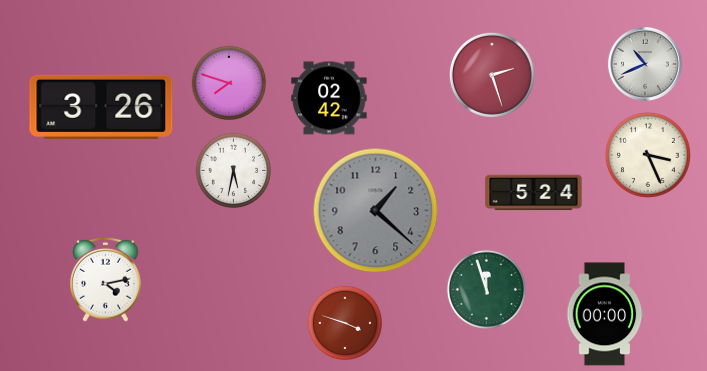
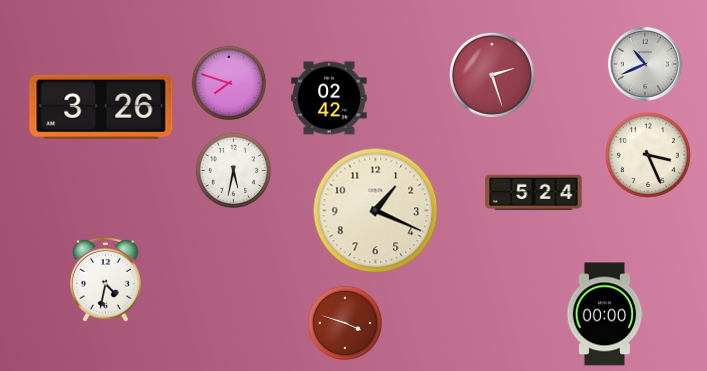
clock at (376, 211): 1:22 -> 1:19
clock at (376, 211) dial: grey -> cream
clock at (106, 279): 4:13 -> 4:32
clock at (486, 289): 11:57 -> none
